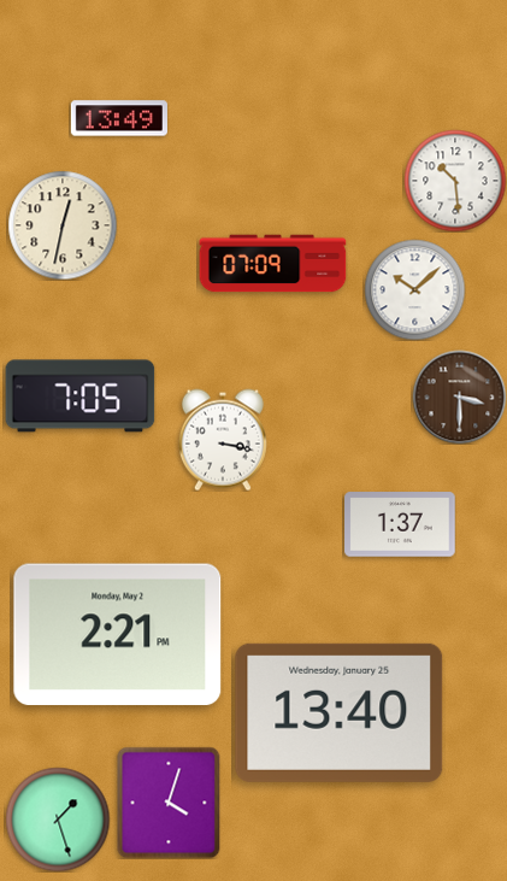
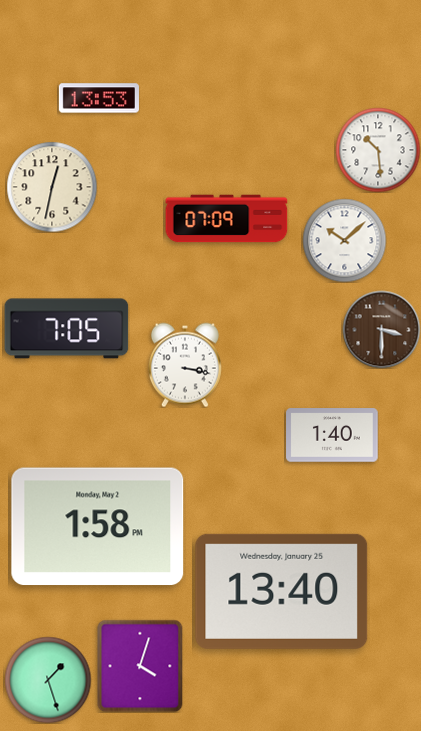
clock at (119, 118): 13:49 -> 13:53
clock at (400, 524): 1:37 -> 1:40
clock at (118, 635): 2:21 -> 1:58
